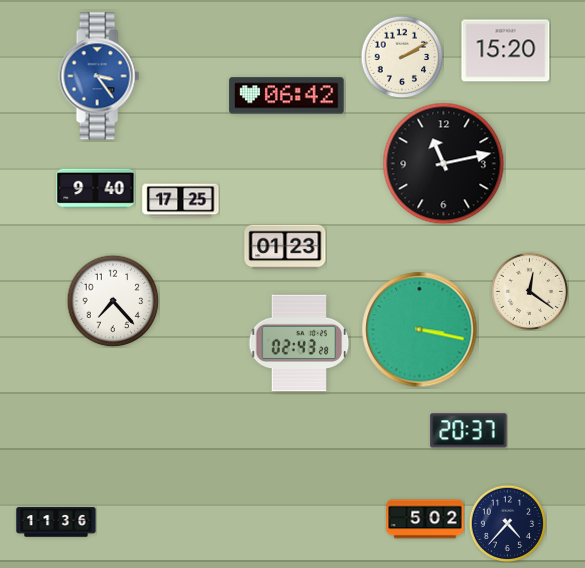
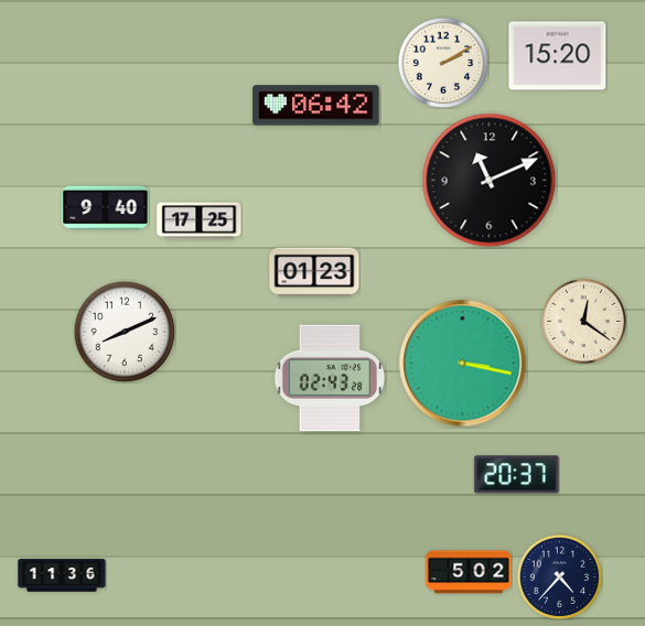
clock at (99, 76): 3:24 -> none
clock at (444, 164): 11:13 -> 11:11
clock at (113, 301): 7:23 -> 8:11
